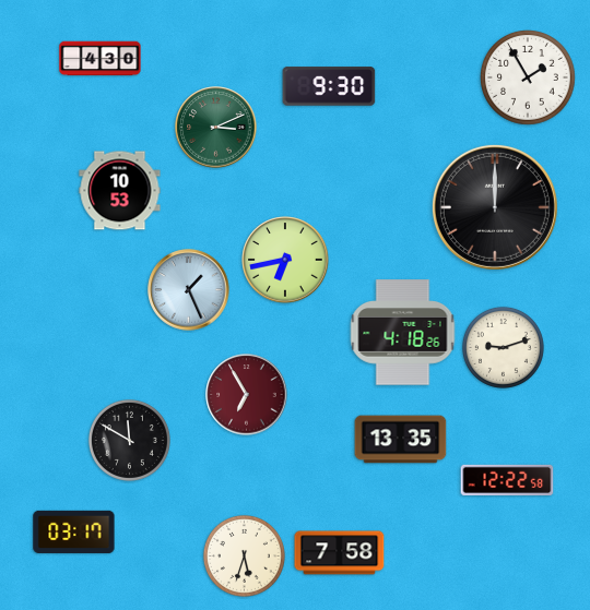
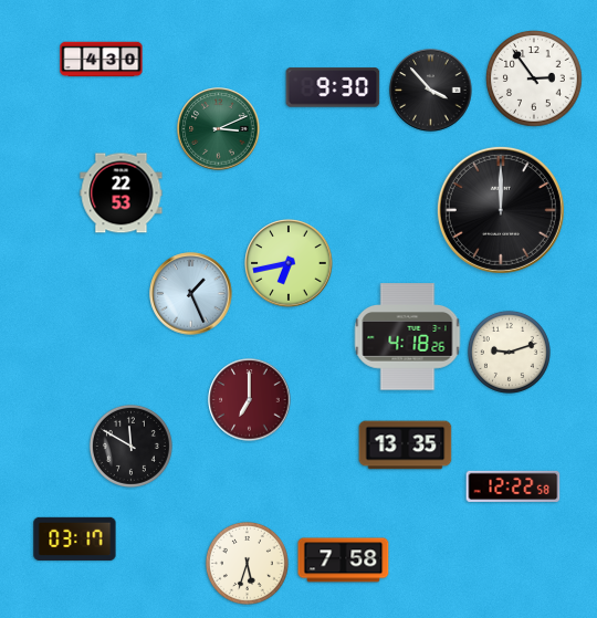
clock at (528, 77): 1:55 -> 2:54
clock at (431, 91): none -> 3:53
clock at (120, 191): 10:53 -> 22:53
clock at (247, 395): 6:55 -> 7:00
